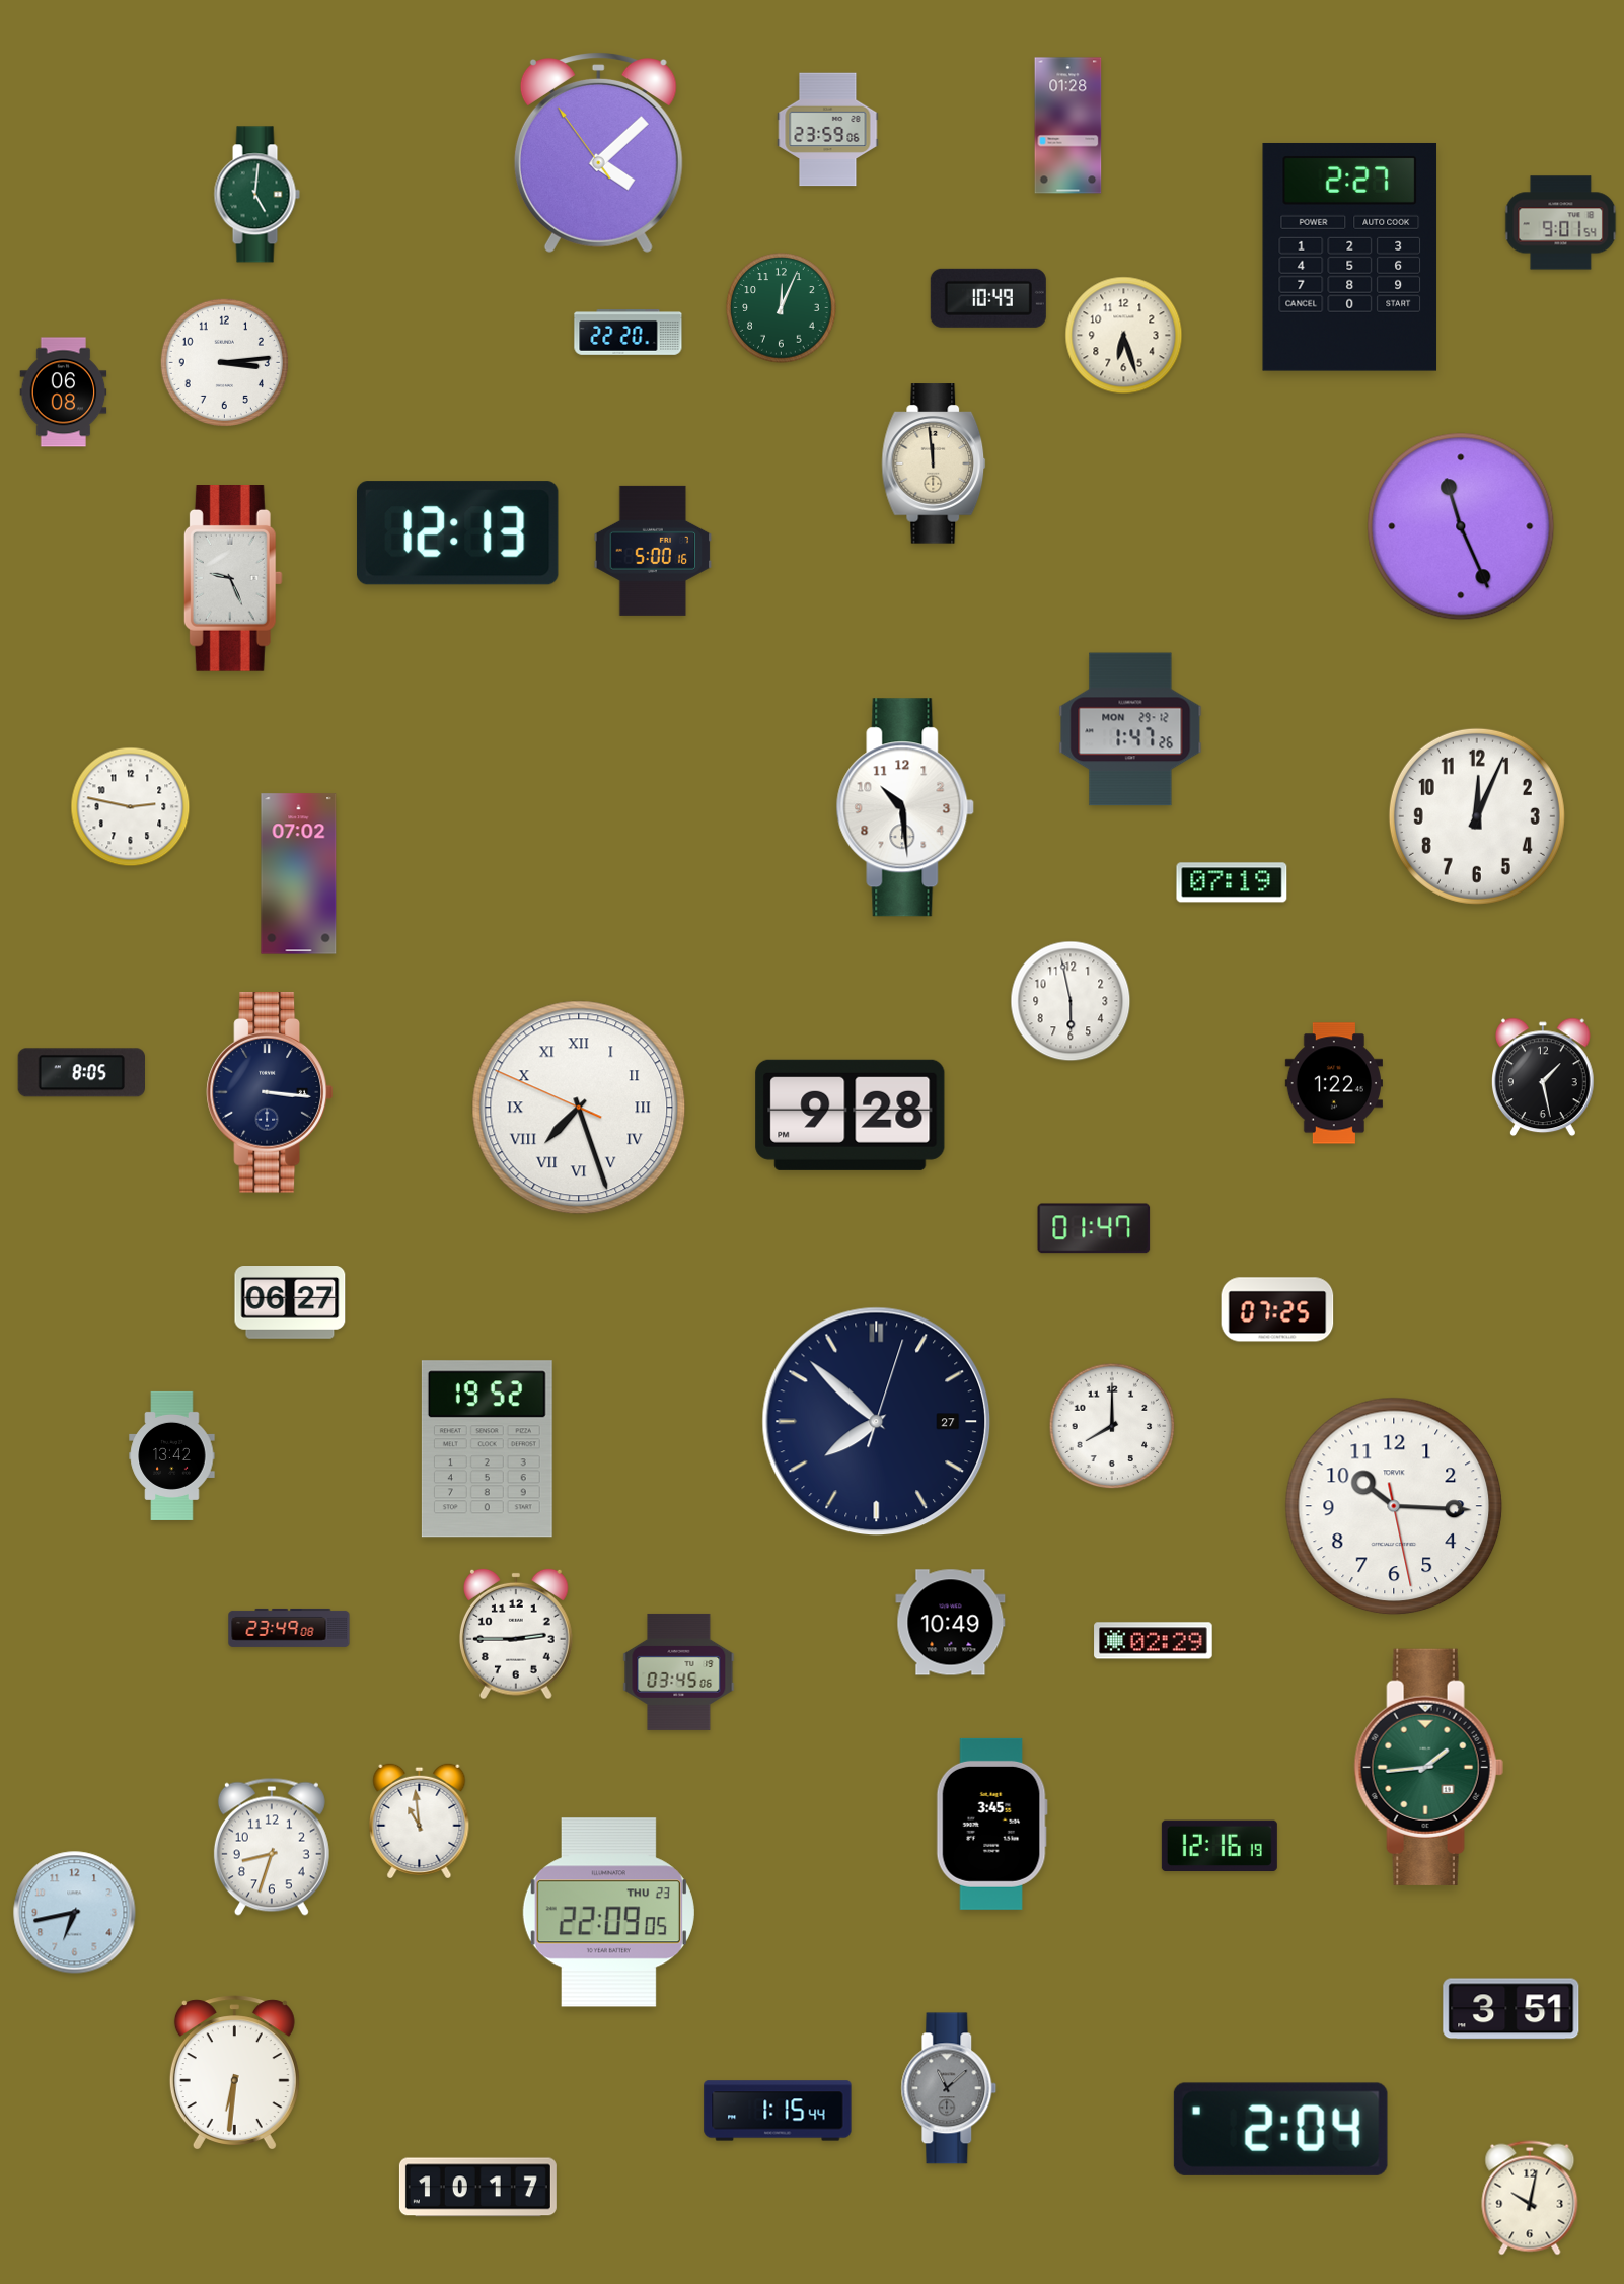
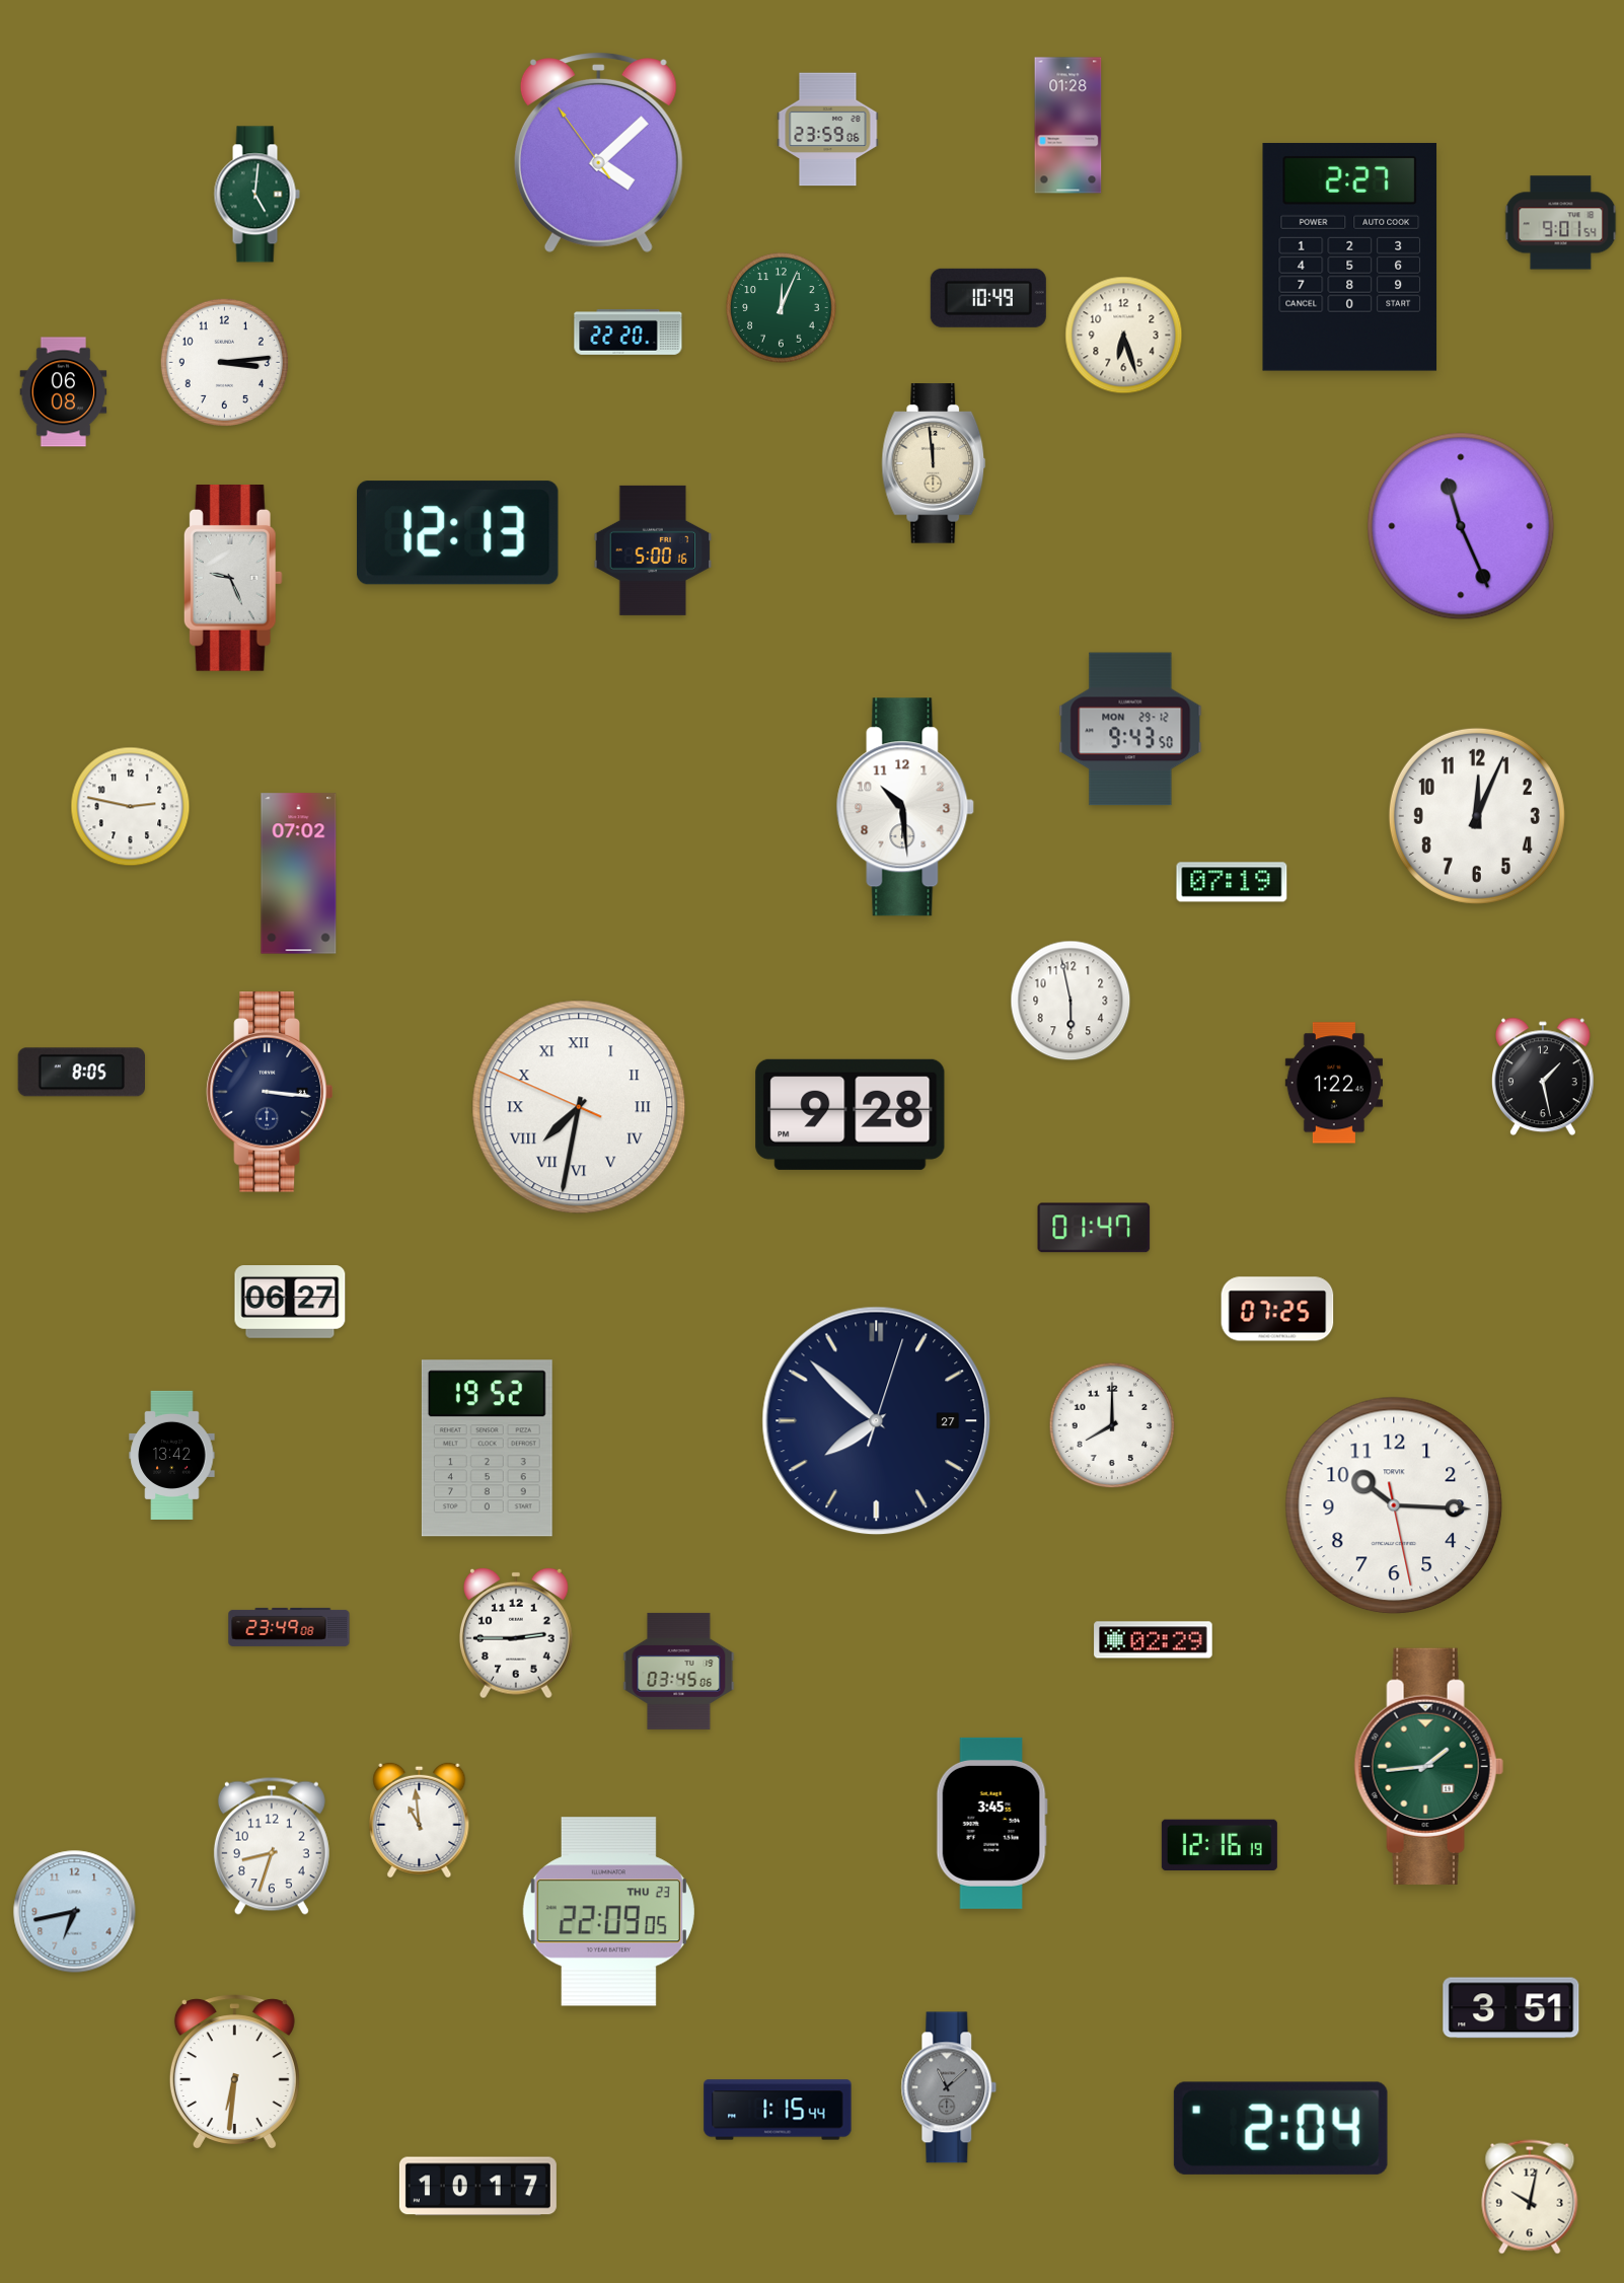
clock at (1130, 729): 1:47 -> 9:43
clock at (579, 1108): 7:26 -> 7:31
clock at (951, 1623): 10:49 -> none
